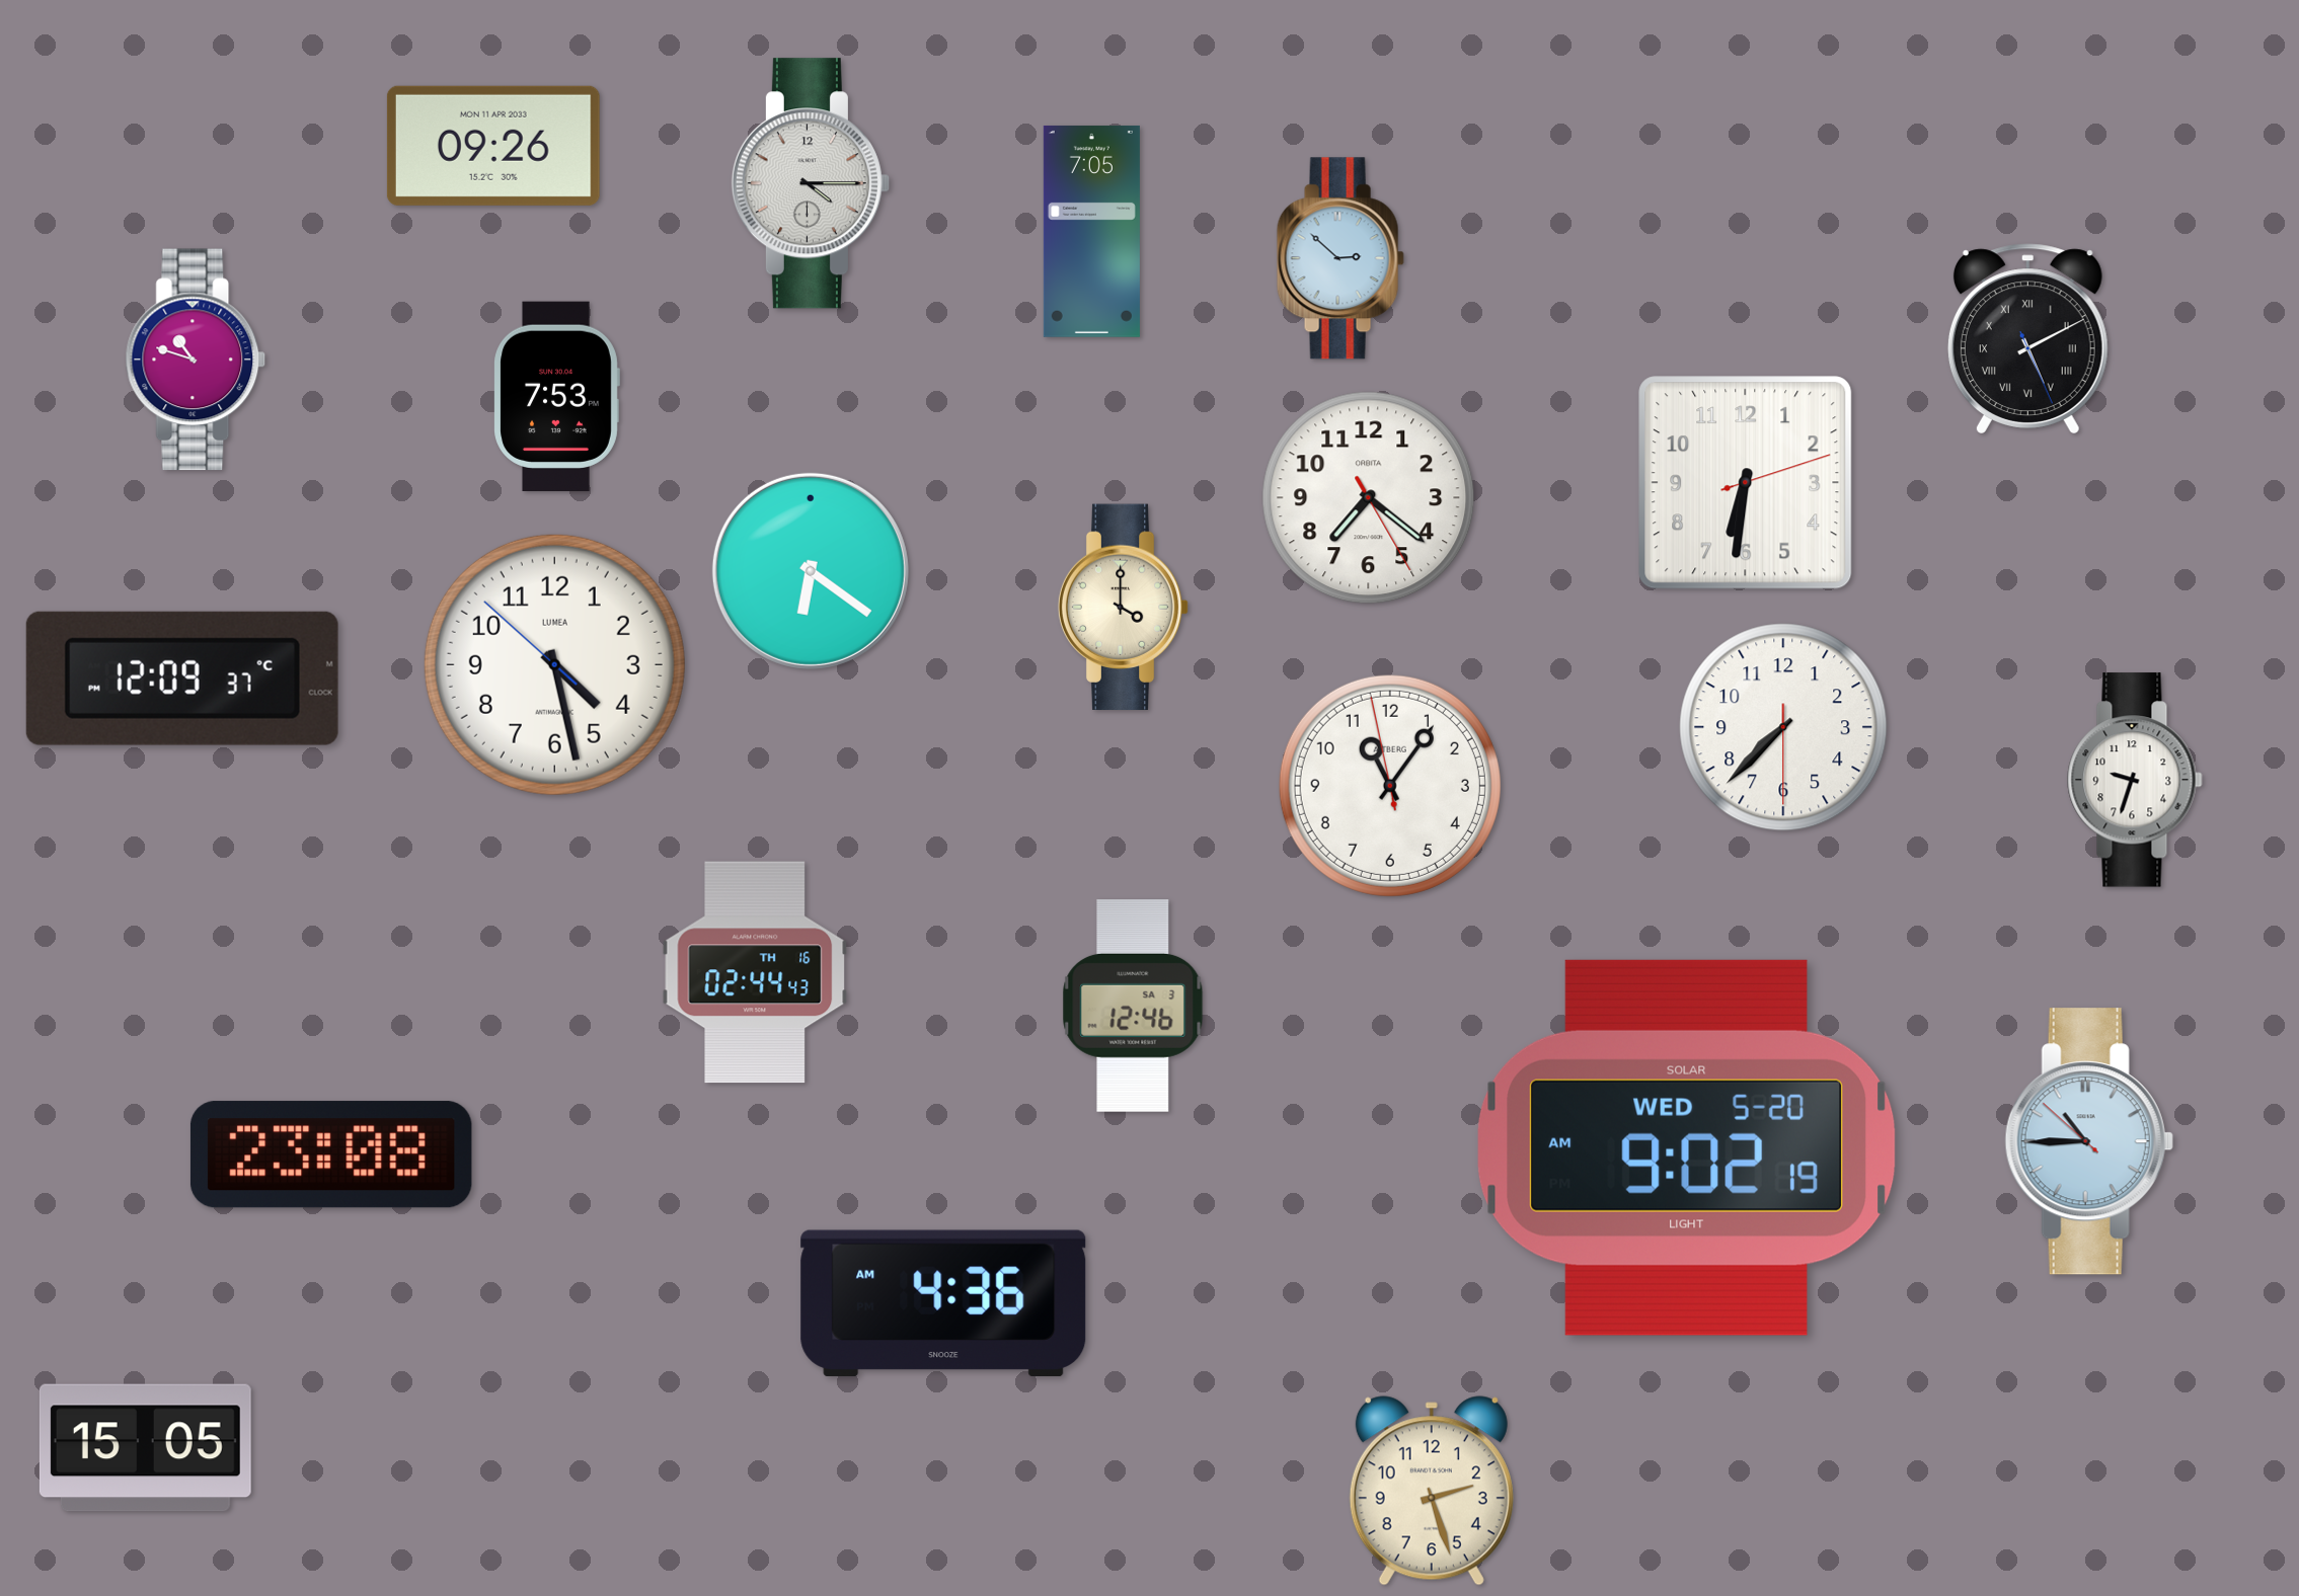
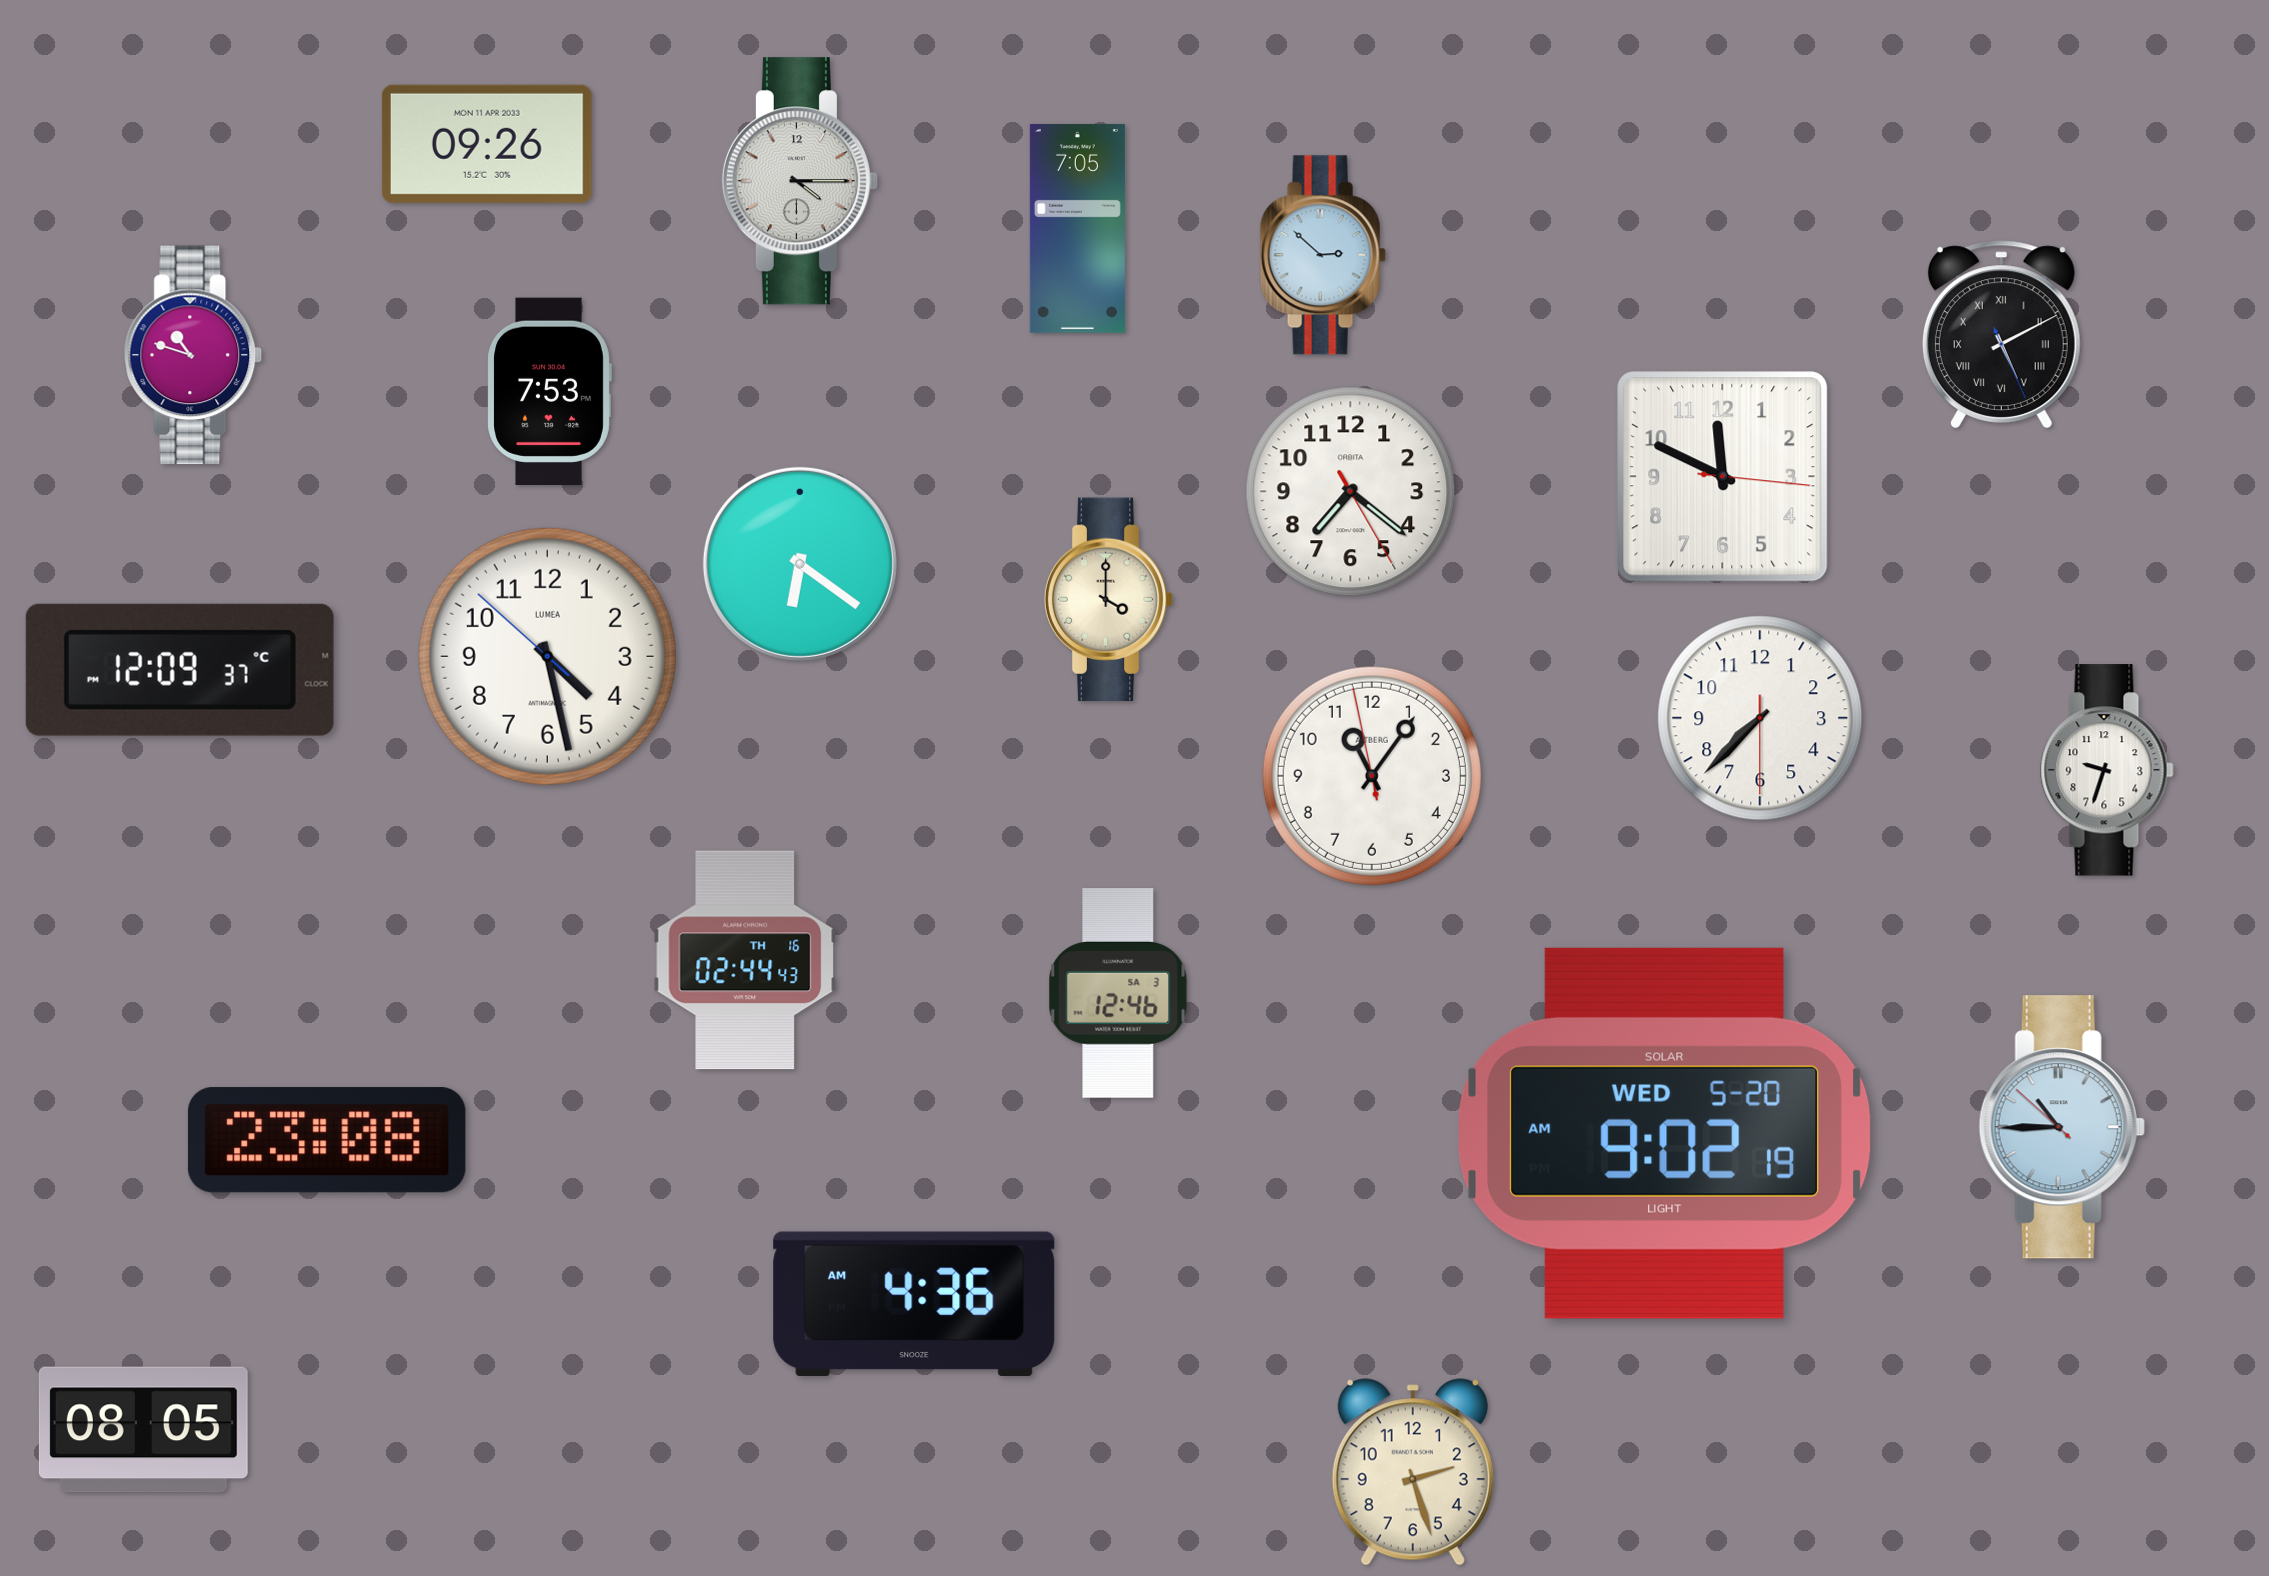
clock at (1746, 483): 6:31 -> 11:49
clock at (943, 1303) position: (943, 1303) -> (914, 1304)
clock at (145, 1448): 15:05 -> 08:05
